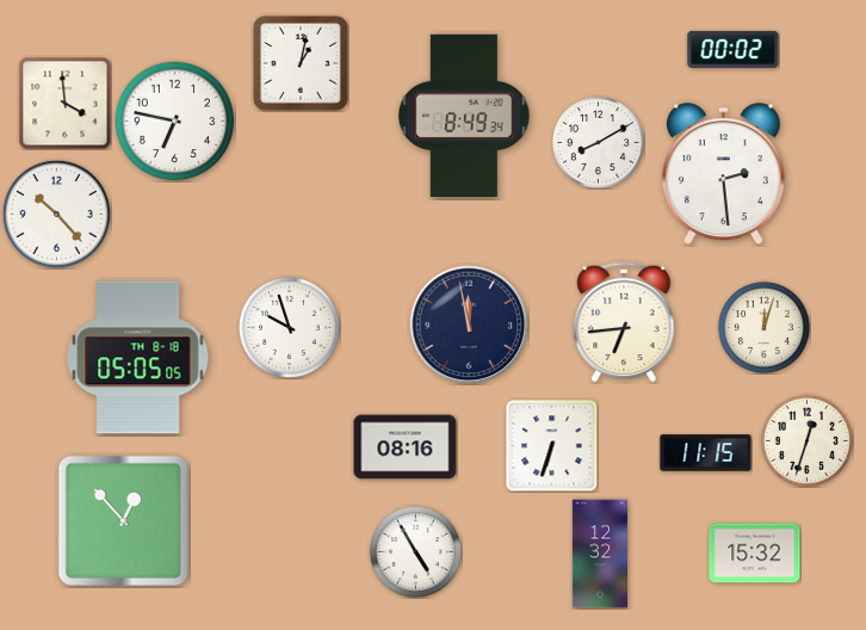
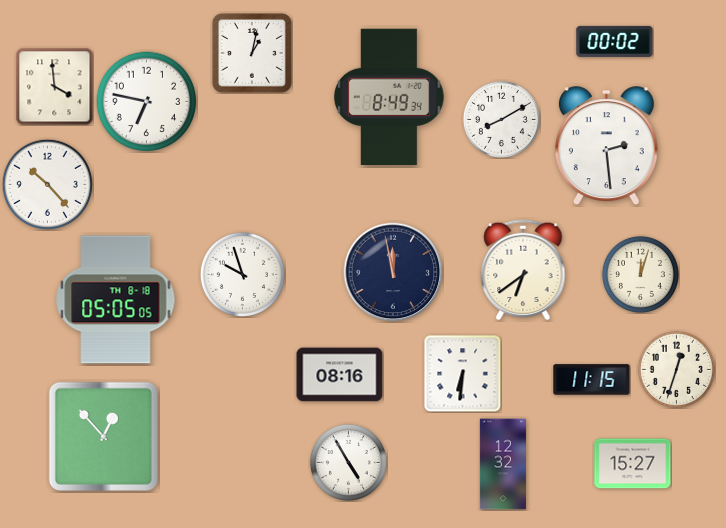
clock at (56, 214) position: (56, 214) -> (47, 184)
clock at (624, 322): 6:44 -> 6:39
clock at (551, 445): 6:33 -> 6:31
clock at (755, 554): 15:32 -> 15:27
